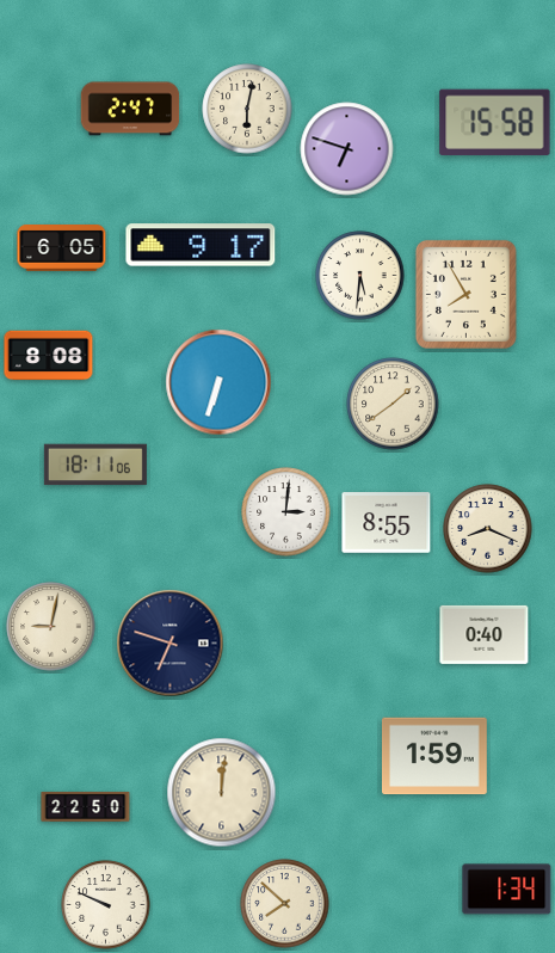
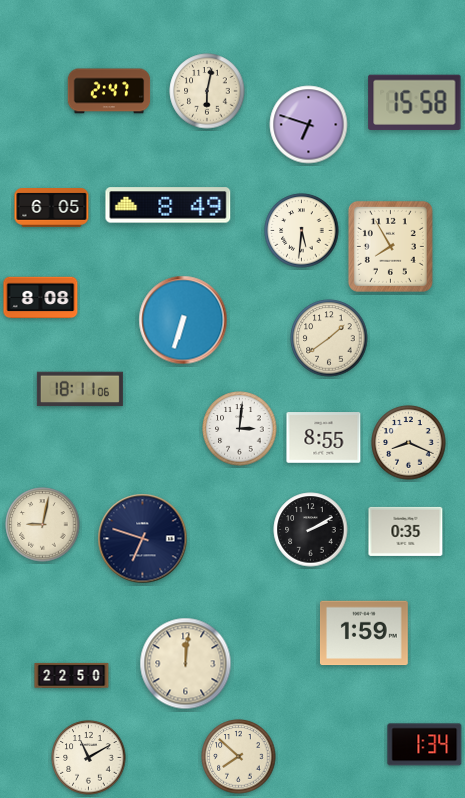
clock at (347, 149) position: (347, 149) -> (309, 125)
clock at (201, 245): 9:17 -> 8:49
clock at (311, 530): none -> 2:10
clock at (485, 634): 0:40 -> 0:35
clock at (106, 905): 9:49 -> 11:10
